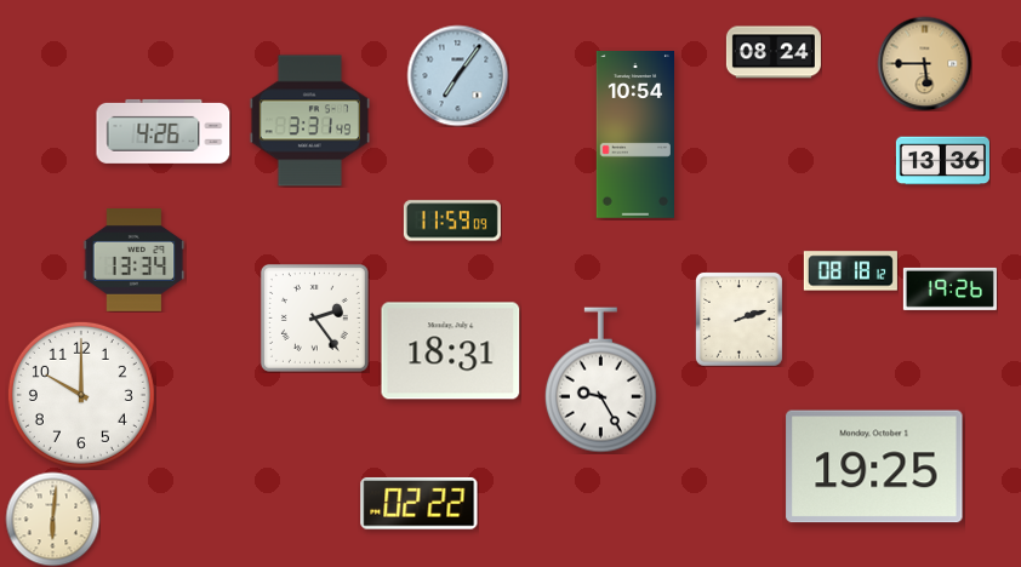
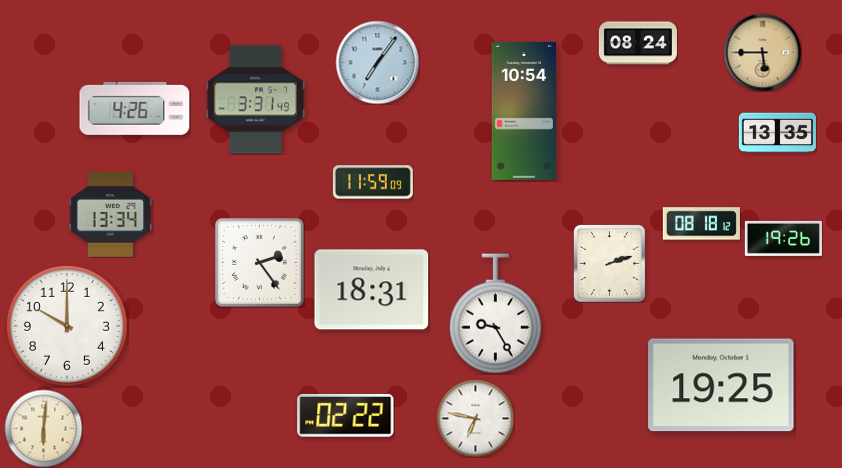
clock at (942, 161): 13:36 -> 13:35
clock at (475, 418): none -> 6:47
